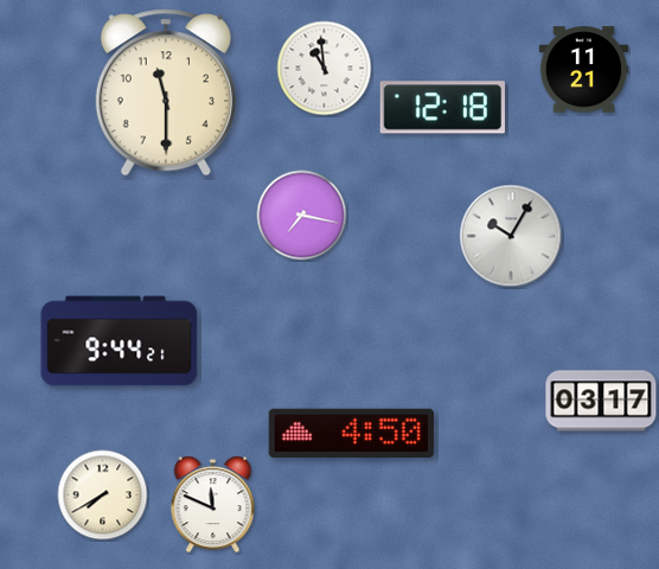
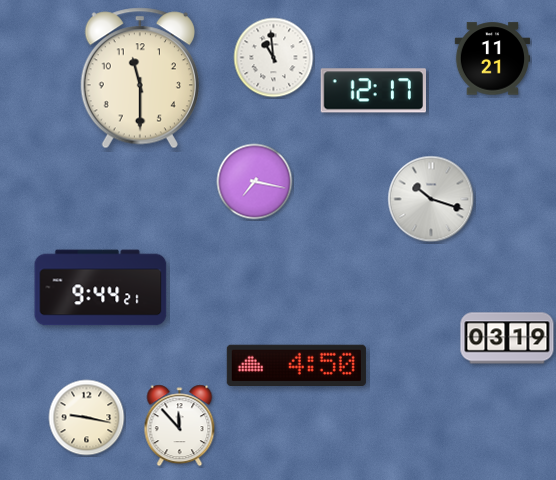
clock at (442, 108): 12:18 -> 12:17
clock at (511, 236): 10:05 -> 10:18
clock at (601, 401): 03:17 -> 03:19
clock at (103, 496): 7:40 -> 9:17
clock at (213, 505): 11:49 -> 11:53
